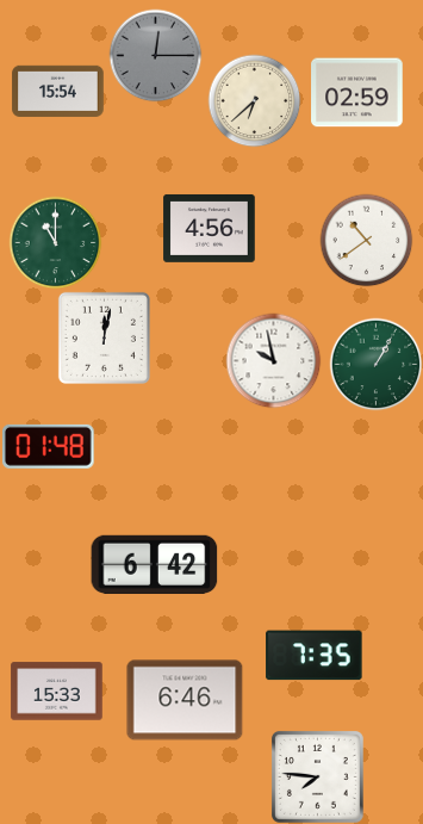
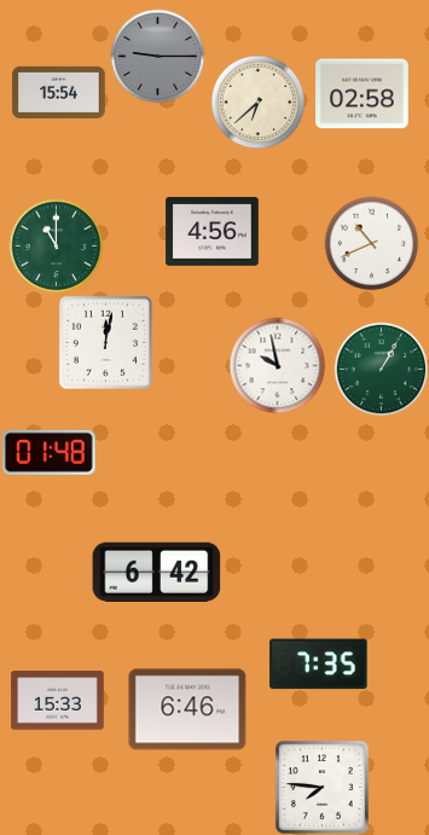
clock at (155, 55): 12:15 -> 9:15
clock at (357, 93): 02:59 -> 02:58
clock at (366, 240): 10:39 -> 10:41
